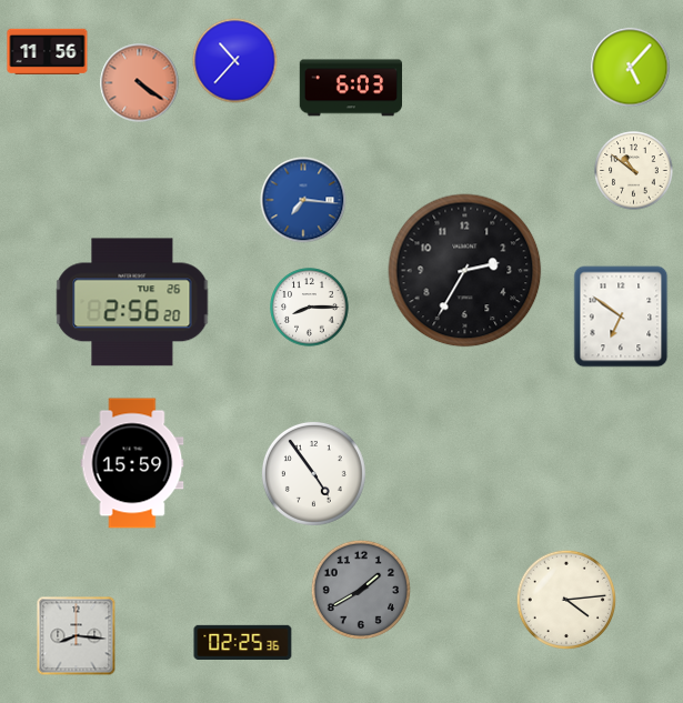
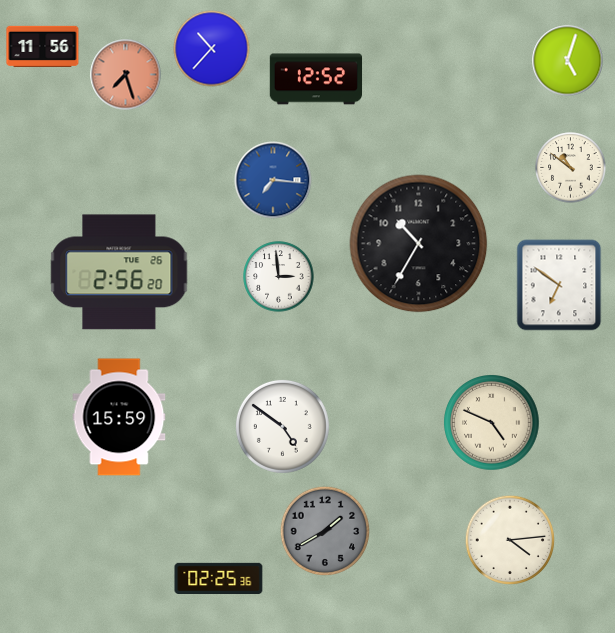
clock at (235, 61) position: (235, 61) -> (212, 49)
clock at (631, 68): 5:07 -> 5:03
clock at (140, 83): 4:21 -> 7:27
clock at (351, 88): 6:03 -> 12:52
clock at (634, 171) position: (634, 171) -> (571, 168)
clock at (465, 271): 2:35 -> 10:35
clock at (310, 308): 8:15 -> 2:59
clock at (492, 423): none -> 4:49
clock at (313, 473): 4:54 -> 4:51
clock at (77, 636): 8:16 -> none
